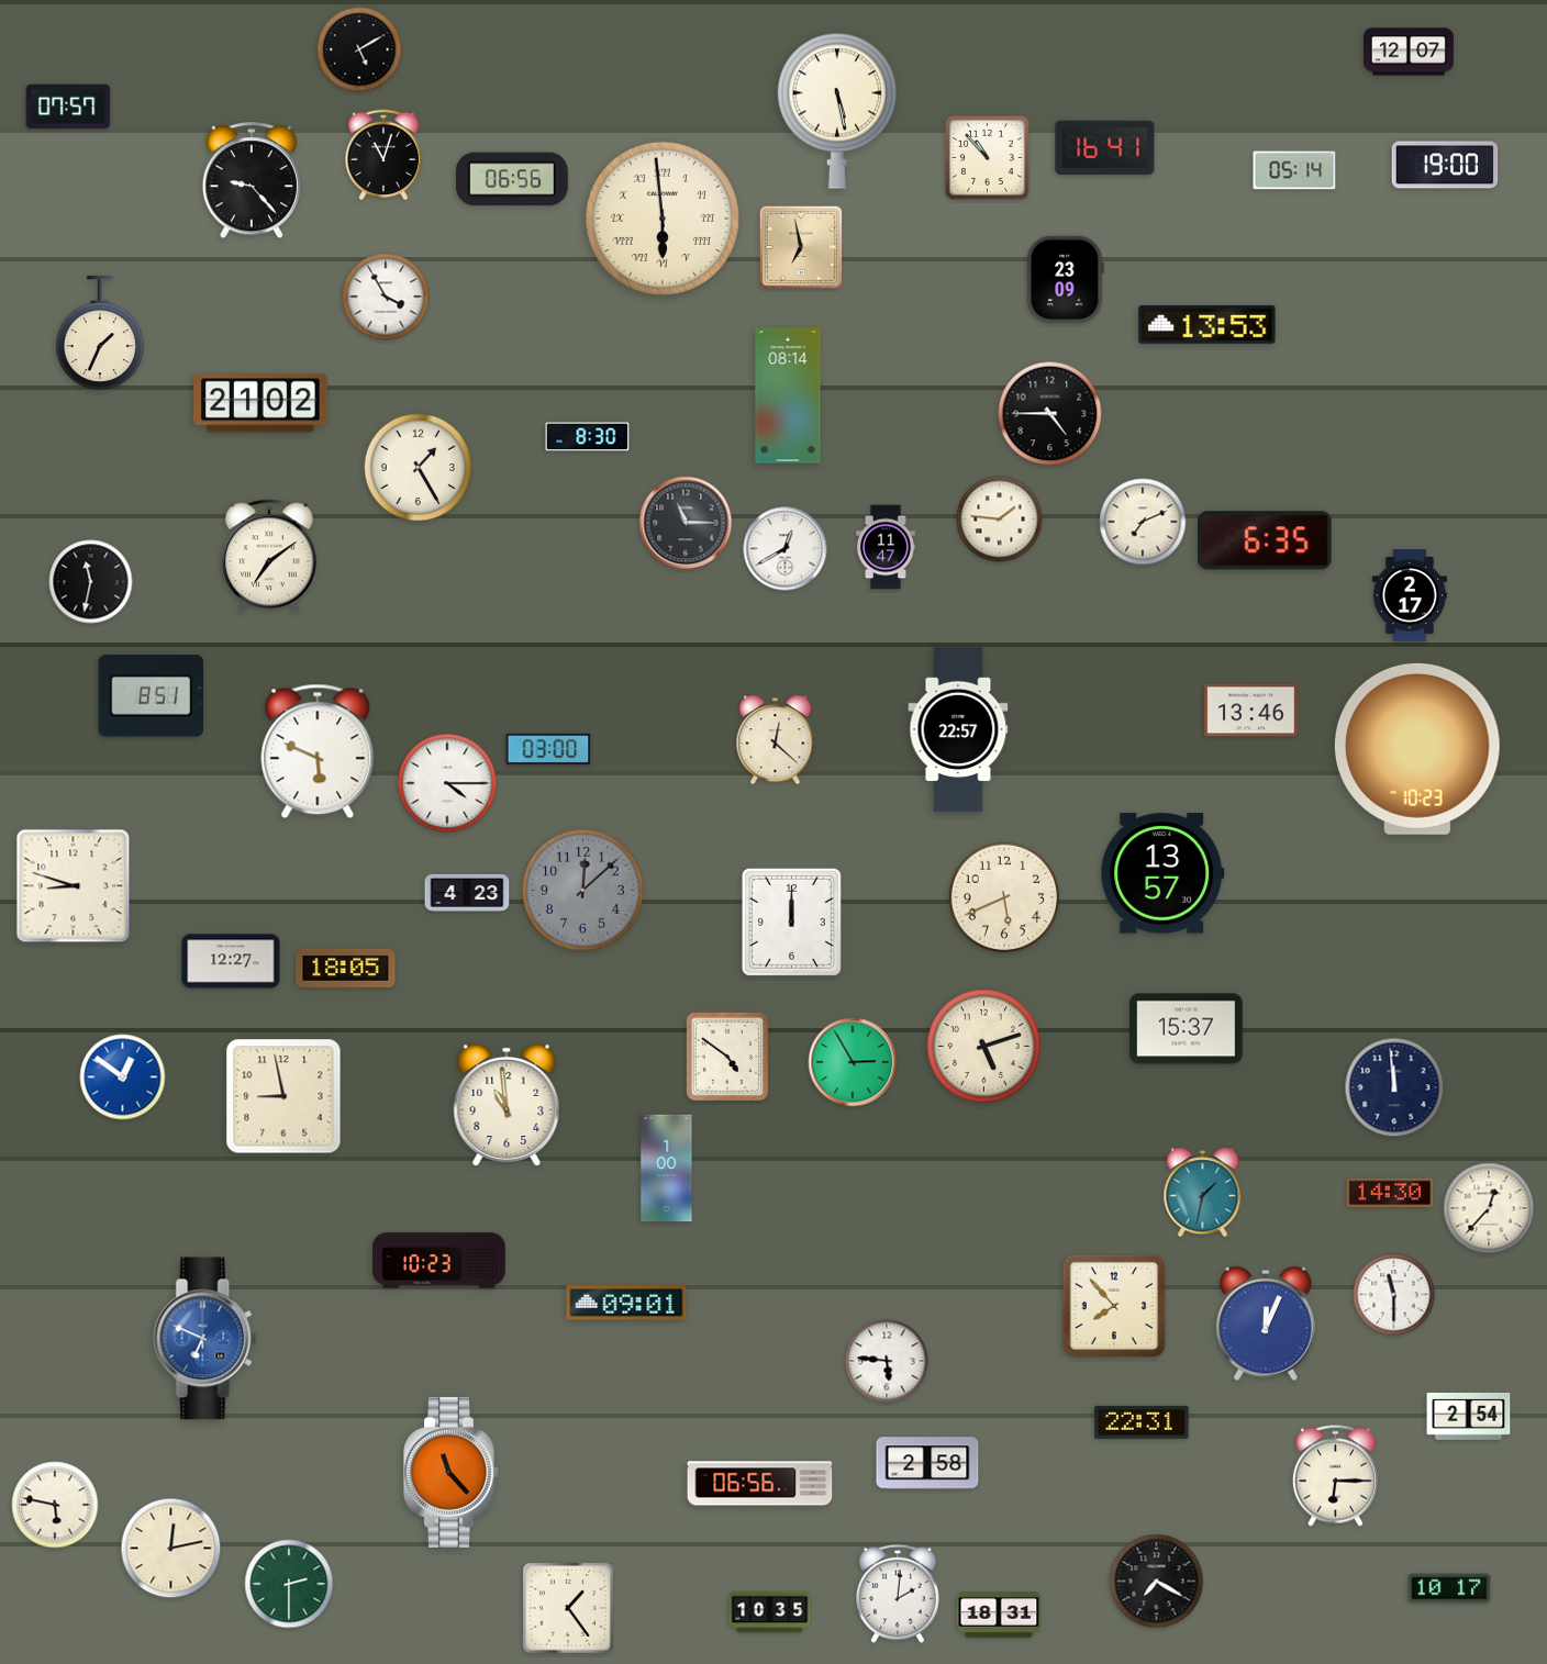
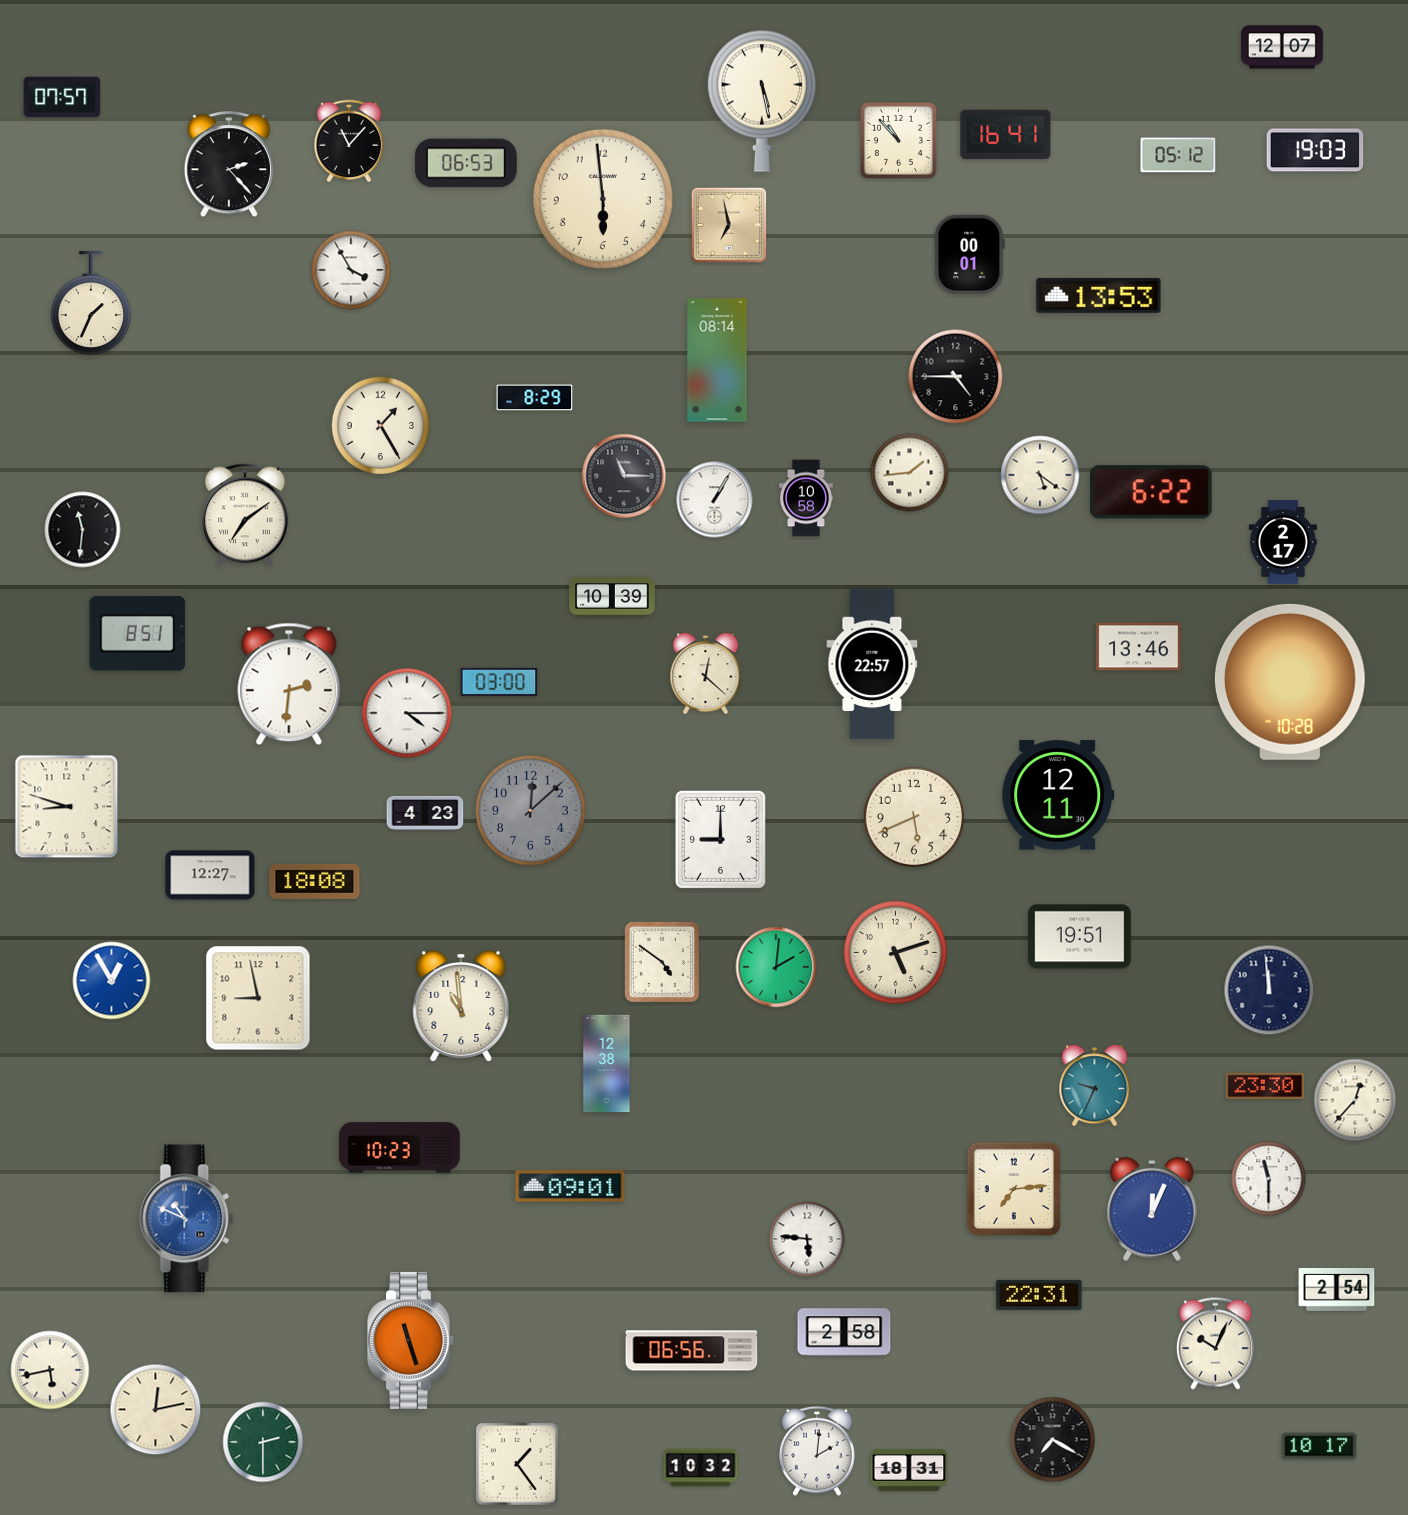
clock at (359, 49): 5:10 -> none
clock at (383, 155): 11:03 -> 11:07
clock at (987, 157) position: (987, 157) -> (898, 140)
clock at (1445, 165): 19:00 -> 19:03
clock at (1294, 170): 05:14 -> 05:12
clock at (512, 179): 06:56 -> 06:53
clock at (252, 181): 9:23 -> 2:23
clock at (661, 217) numerals: Roman -> Arabic
clock at (1066, 280): 23:09 -> 00:01
clock at (260, 403): 21:02 -> none
clock at (588, 437): 8:30 -> 8:29
clock at (1000, 520): 1:46 -> 1:44
clock at (1143, 522): 7:11 -> 5:21
clock at (1265, 540): 6:35 -> 6:22
clock at (887, 547): 11:47 -> 10:58
clock at (786, 549): 12:40 -> 1:05
clock at (270, 556) position: (270, 556) -> (246, 515)
clock at (91, 582): 11:32 -> 11:31
clock at (612, 597): none -> 10:39
clock at (1417, 749): 10:23 -> 10:28
clock at (318, 751): 5:49 -> 2:31
clock at (1162, 873): 13:57 -> 12:11
clock at (791, 922): 12:00 -> 9:00
clock at (346, 968): 18:05 -> 18:08
clock at (1187, 1029): 15:37 -> 19:51
clock at (853, 1062): 2:55 -> 2:01
clock at (123, 1077): 12:51 -> 12:55
clock at (667, 1169): 1:00 -> 12:38
clock at (1390, 1192): 14:30 -> 23:30
clock at (1203, 1193): 1:32 -> 9:34
clock at (1114, 1306): 7:53 -> 7:14
clock at (1266, 1324) position: (1266, 1324) -> (1152, 1209)
clock at (205, 1339): 6:49 -> 10:49
clock at (452, 1472): 11:23 -> 11:27
clock at (1335, 1475): 6:15 -> 10:04
clock at (55, 1505): 5:47 -> 5:43
clock at (770, 1612): 10:35 -> 10:32
